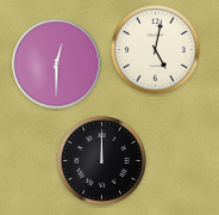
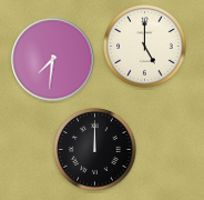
clock at (156, 50): 5:02 -> 5:00
clock at (57, 64): 12:30 -> 7:31
